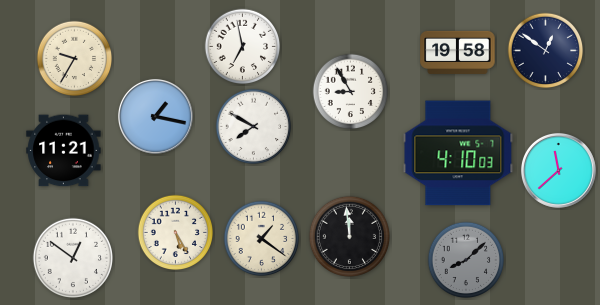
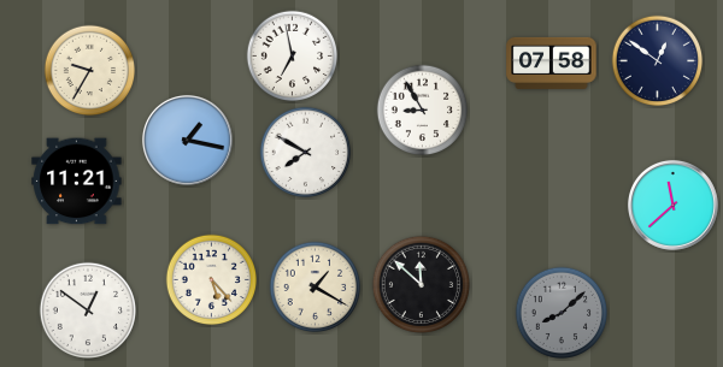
clock at (458, 52): 19:58 -> 07:58
clock at (458, 153): 4:10 -> none
clock at (176, 233): 5:25 -> 5:23
clock at (349, 236): 11:59 -> 11:52
clock at (262, 239): 1:21 -> 1:20
